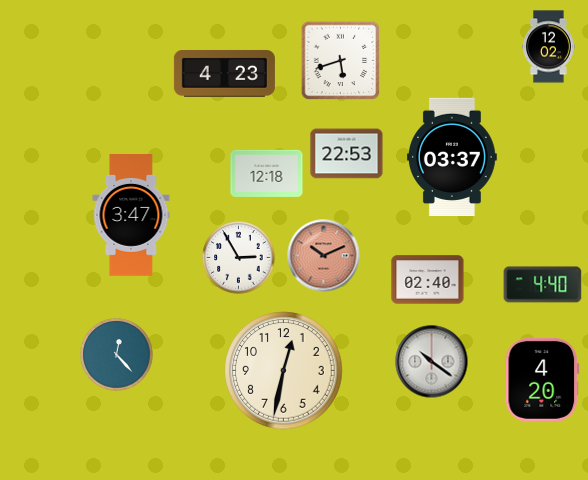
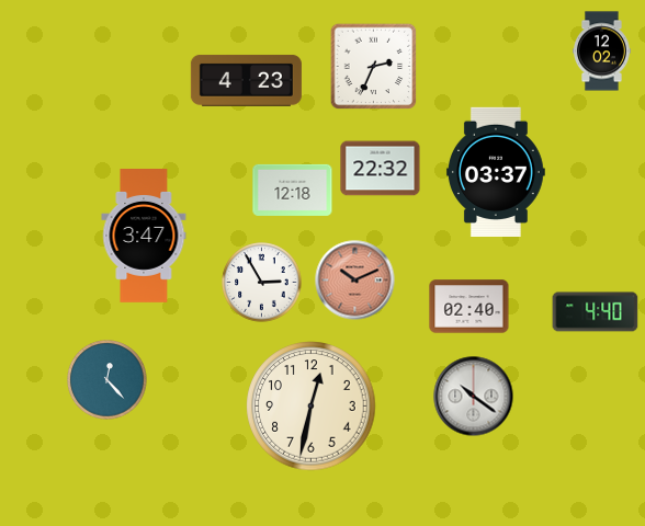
clock at (341, 61): 5:42 -> 2:34
clock at (347, 154): 22:53 -> 22:32
clock at (117, 355) position: (117, 355) -> (107, 380)
clock at (542, 380): 4:20 -> none
